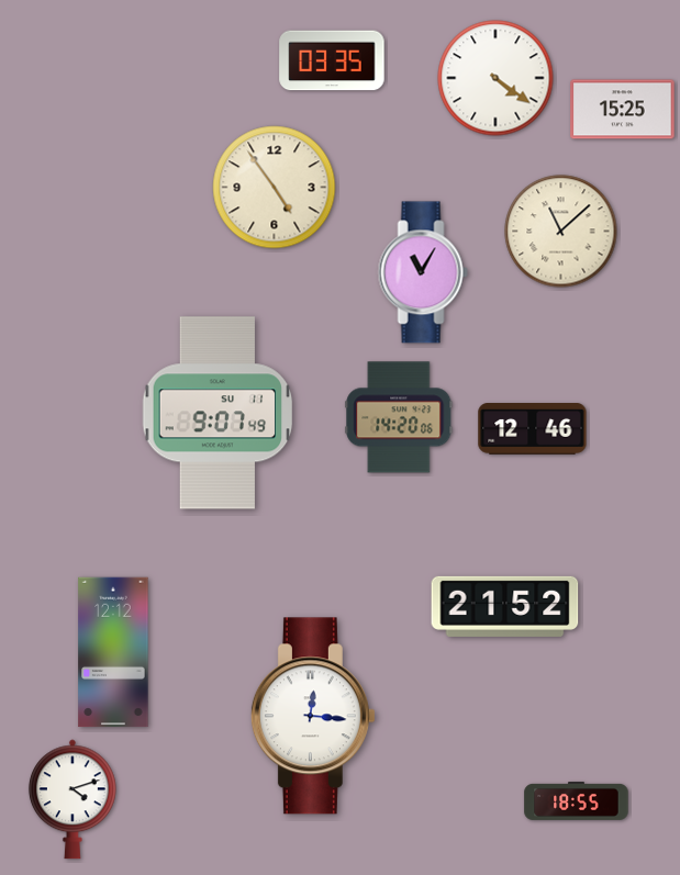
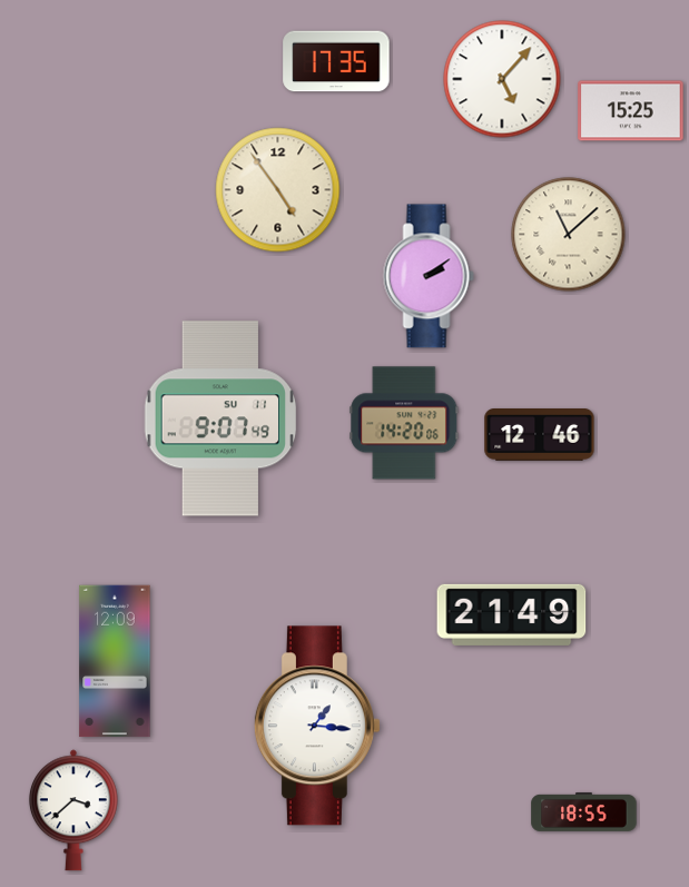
clock at (332, 60): 03:35 -> 17:35
clock at (495, 78): 4:21 -> 5:07
clock at (423, 272): 11:05 -> 2:09
clock at (505, 606): 21:52 -> 21:49
clock at (113, 652): 12:12 -> 12:09
clock at (313, 716): 12:16 -> 1:16
clock at (73, 799): 4:12 -> 3:38
